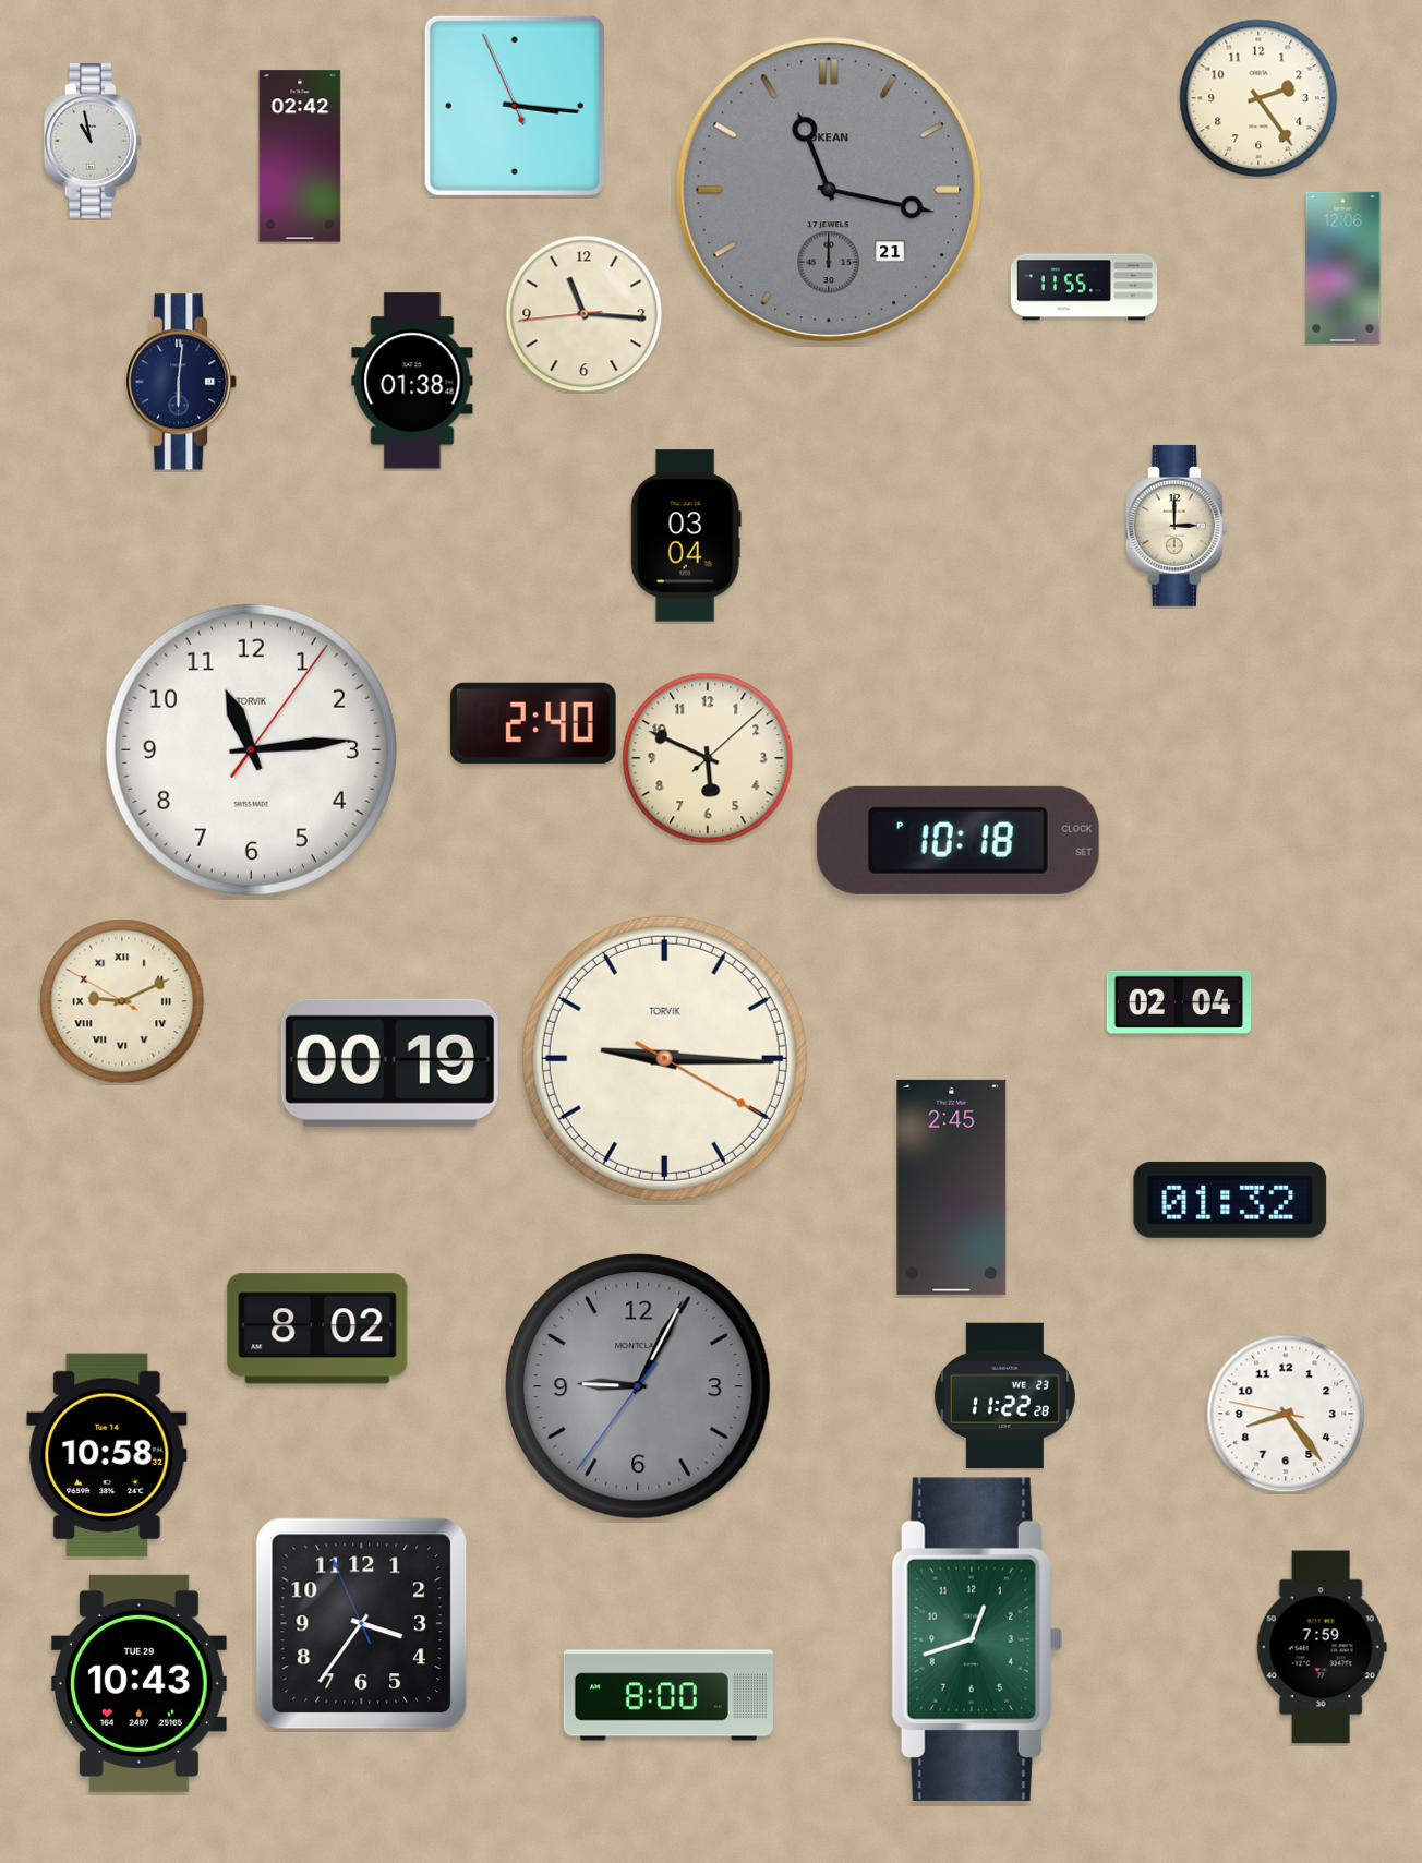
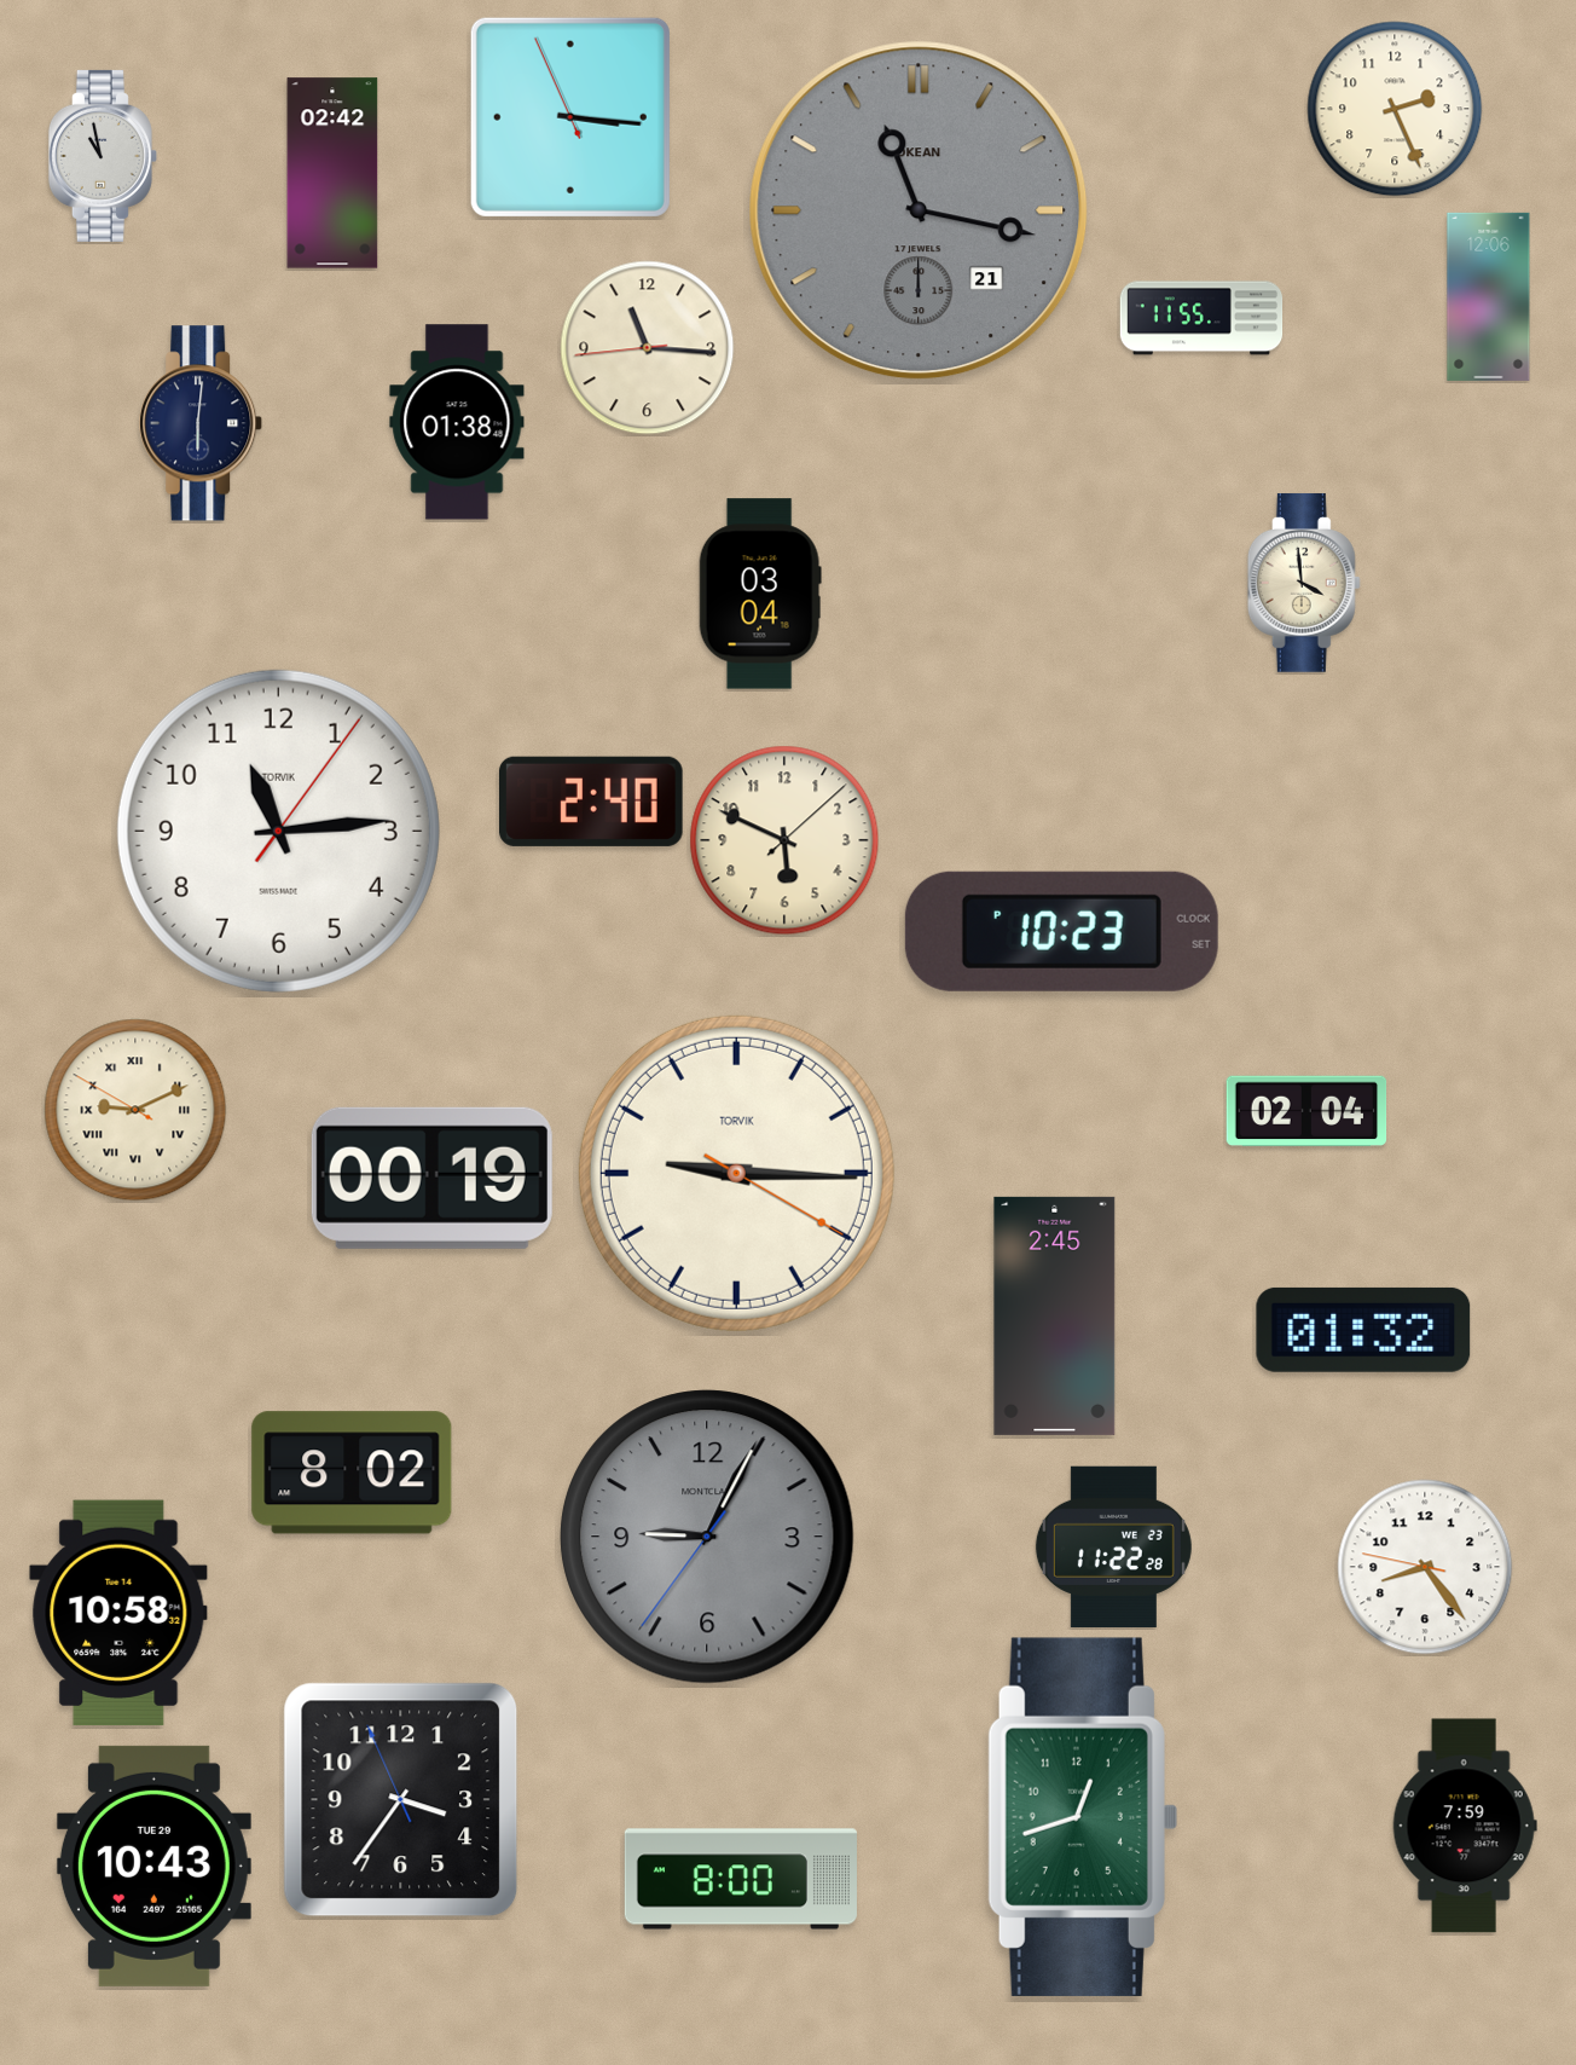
clock at (1258, 98): 2:24 -> 2:26
clock at (1177, 526): 3:00 -> 3:59
clock at (957, 840): 10:18 -> 10:23
